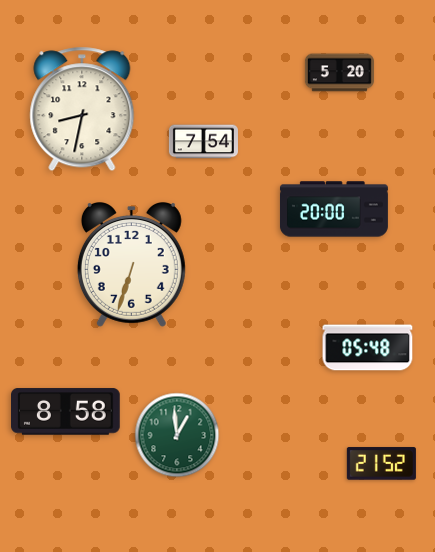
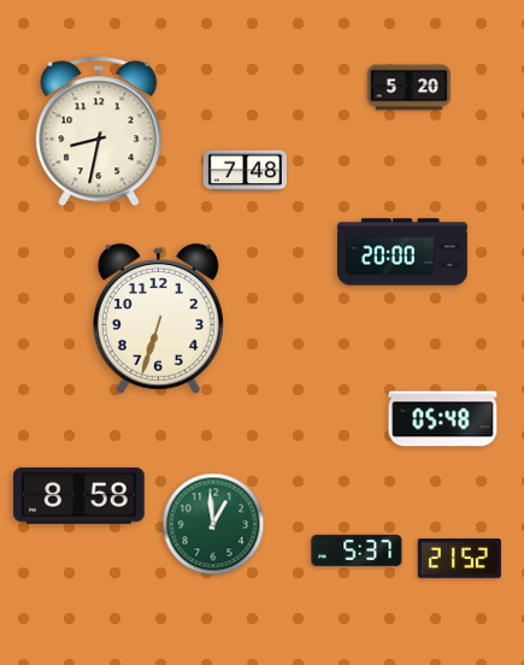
clock at (203, 142): 7:54 -> 7:48
clock at (357, 551): none -> 5:37
